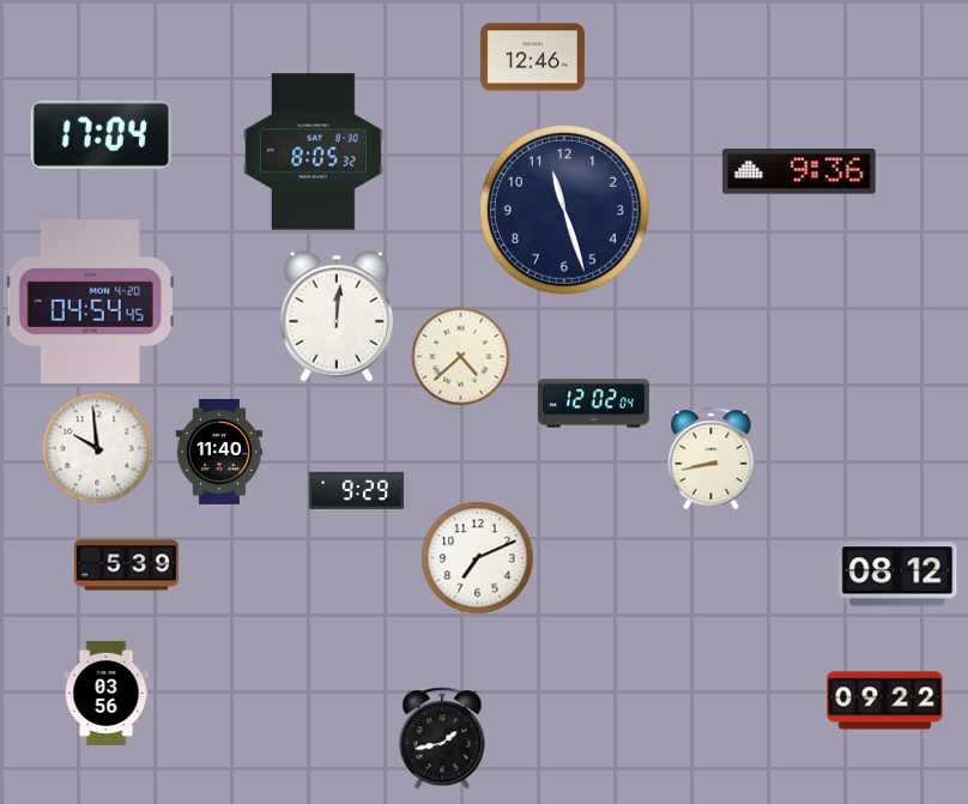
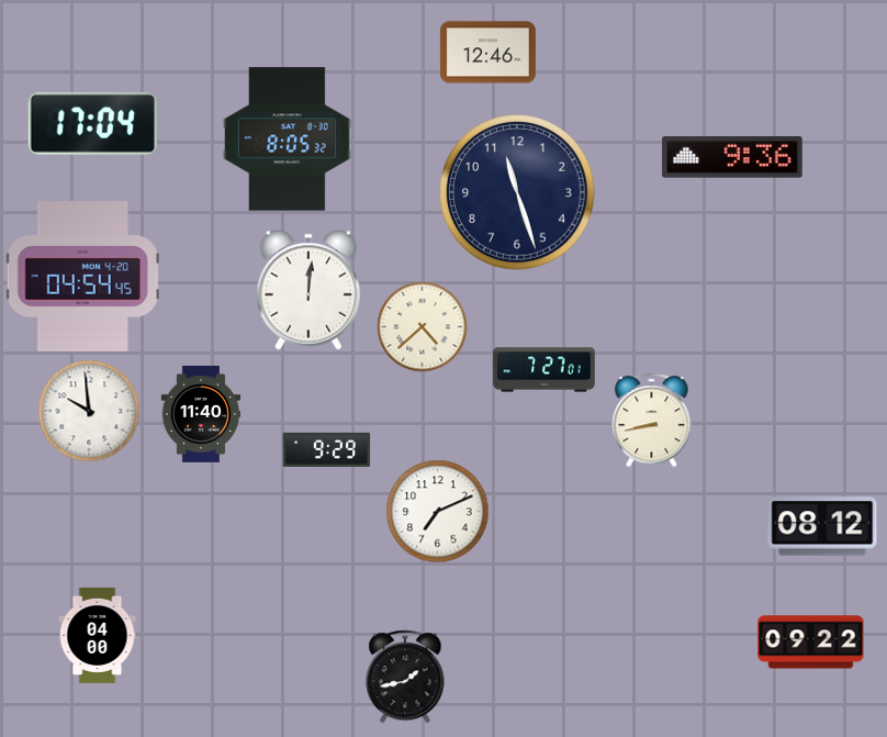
clock at (594, 404): 12:02 -> 7:27
clock at (126, 566): 5:39 -> none
clock at (107, 693): 03:56 -> 04:00
